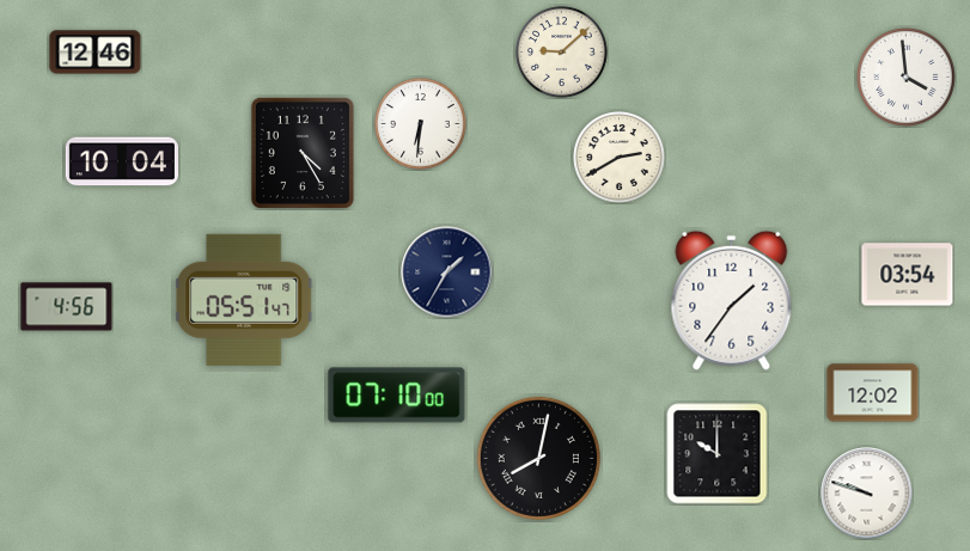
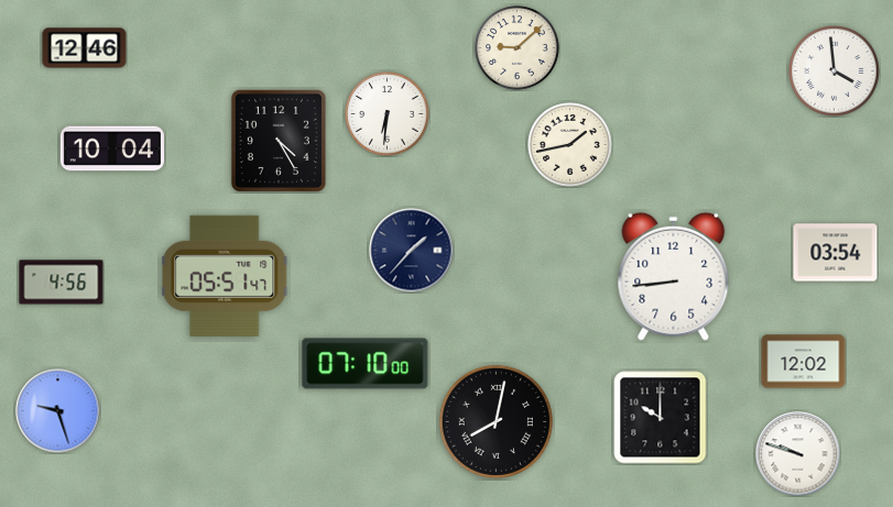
clock at (96, 53) position: (96, 53) -> (85, 48)
clock at (620, 158): 2:40 -> 1:43
clock at (447, 273): 1:35 -> 1:37
clock at (732, 300): 1:36 -> 8:44
clock at (58, 411): none -> 9:27
